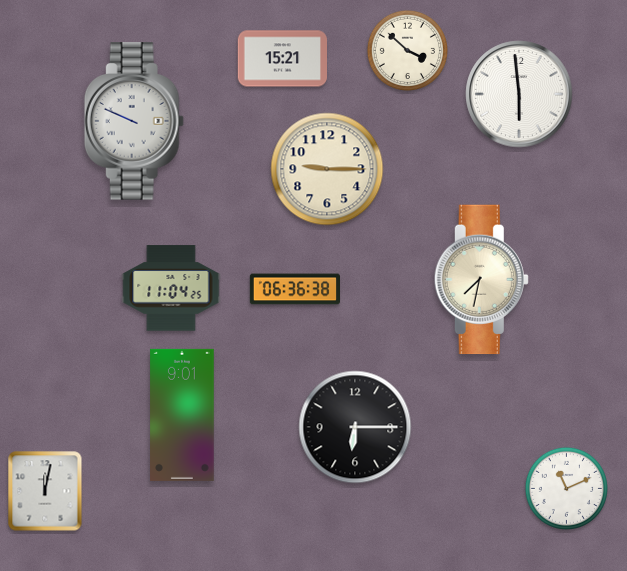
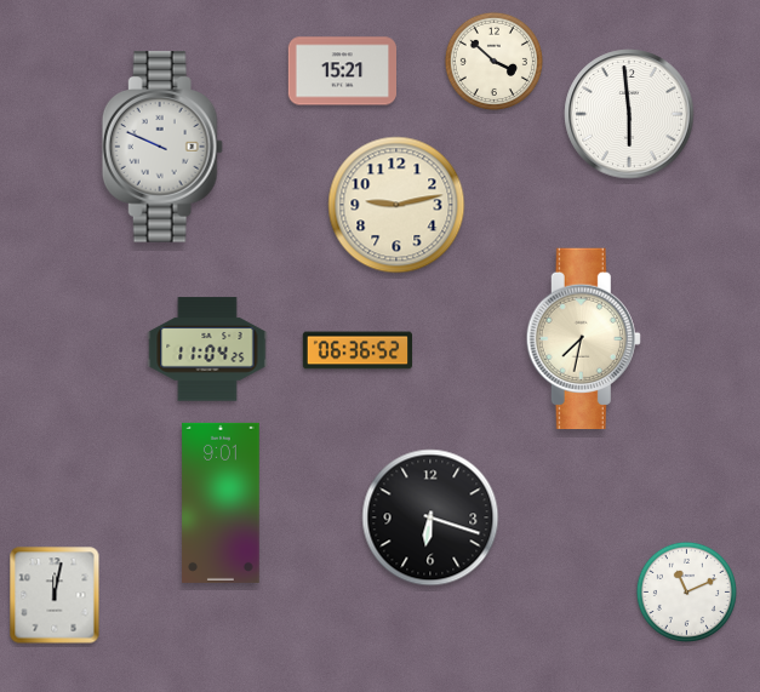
clock at (327, 169): 9:15 -> 9:13
clock at (294, 289): 06:36:38 -> 06:36:52
clock at (355, 427): 6:15 -> 6:18
